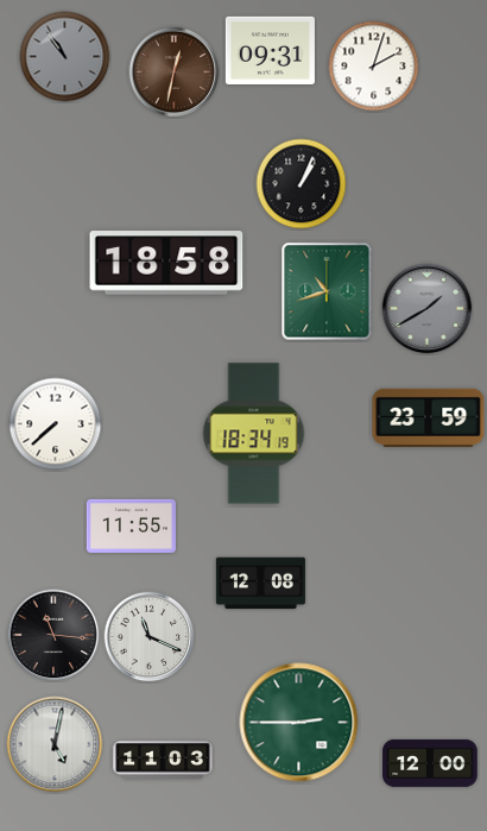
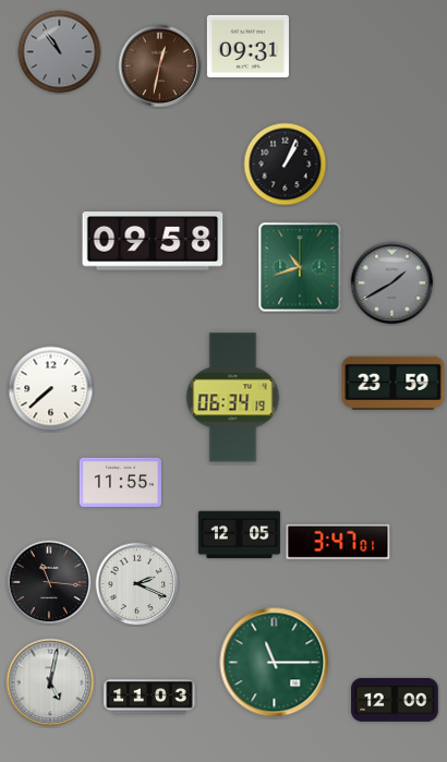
clock at (374, 67): 2:03 -> none
clock at (302, 184) position: (302, 184) -> (286, 165)
clock at (166, 263): 18:58 -> 09:58
clock at (254, 434): 18:34 -> 06:34
clock at (260, 584): 12:08 -> 12:05
clock at (338, 542): none -> 3:47
clock at (150, 637): 11:19 -> 2:19
clock at (299, 723): 2:45 -> 11:15
